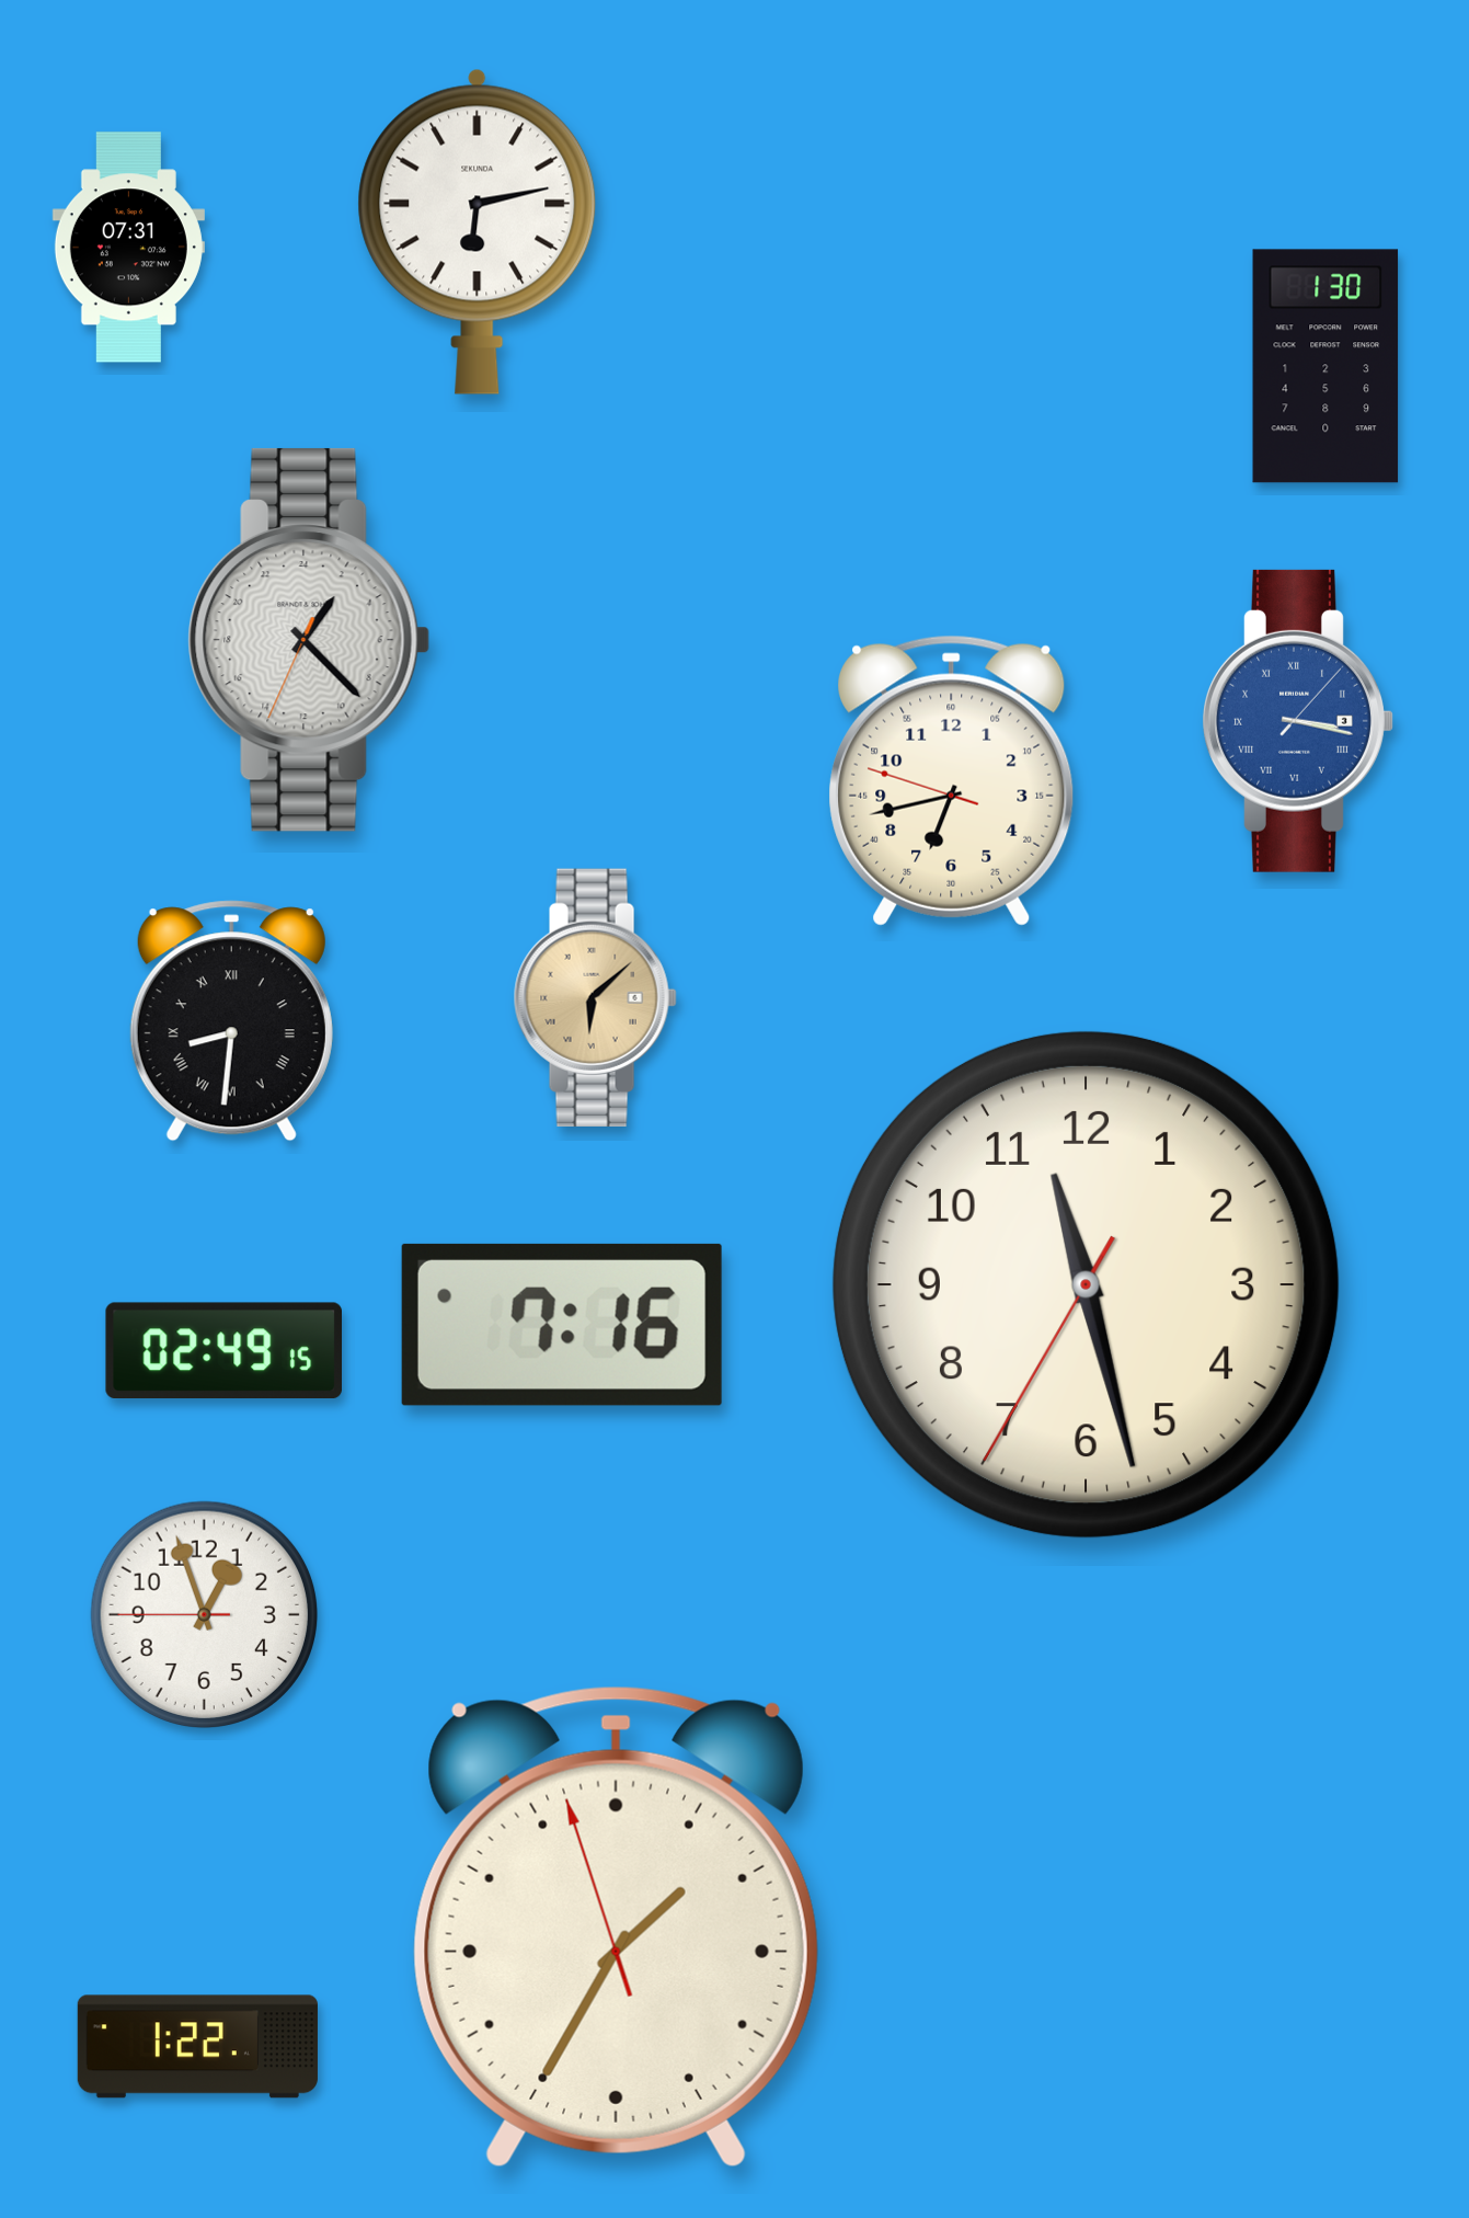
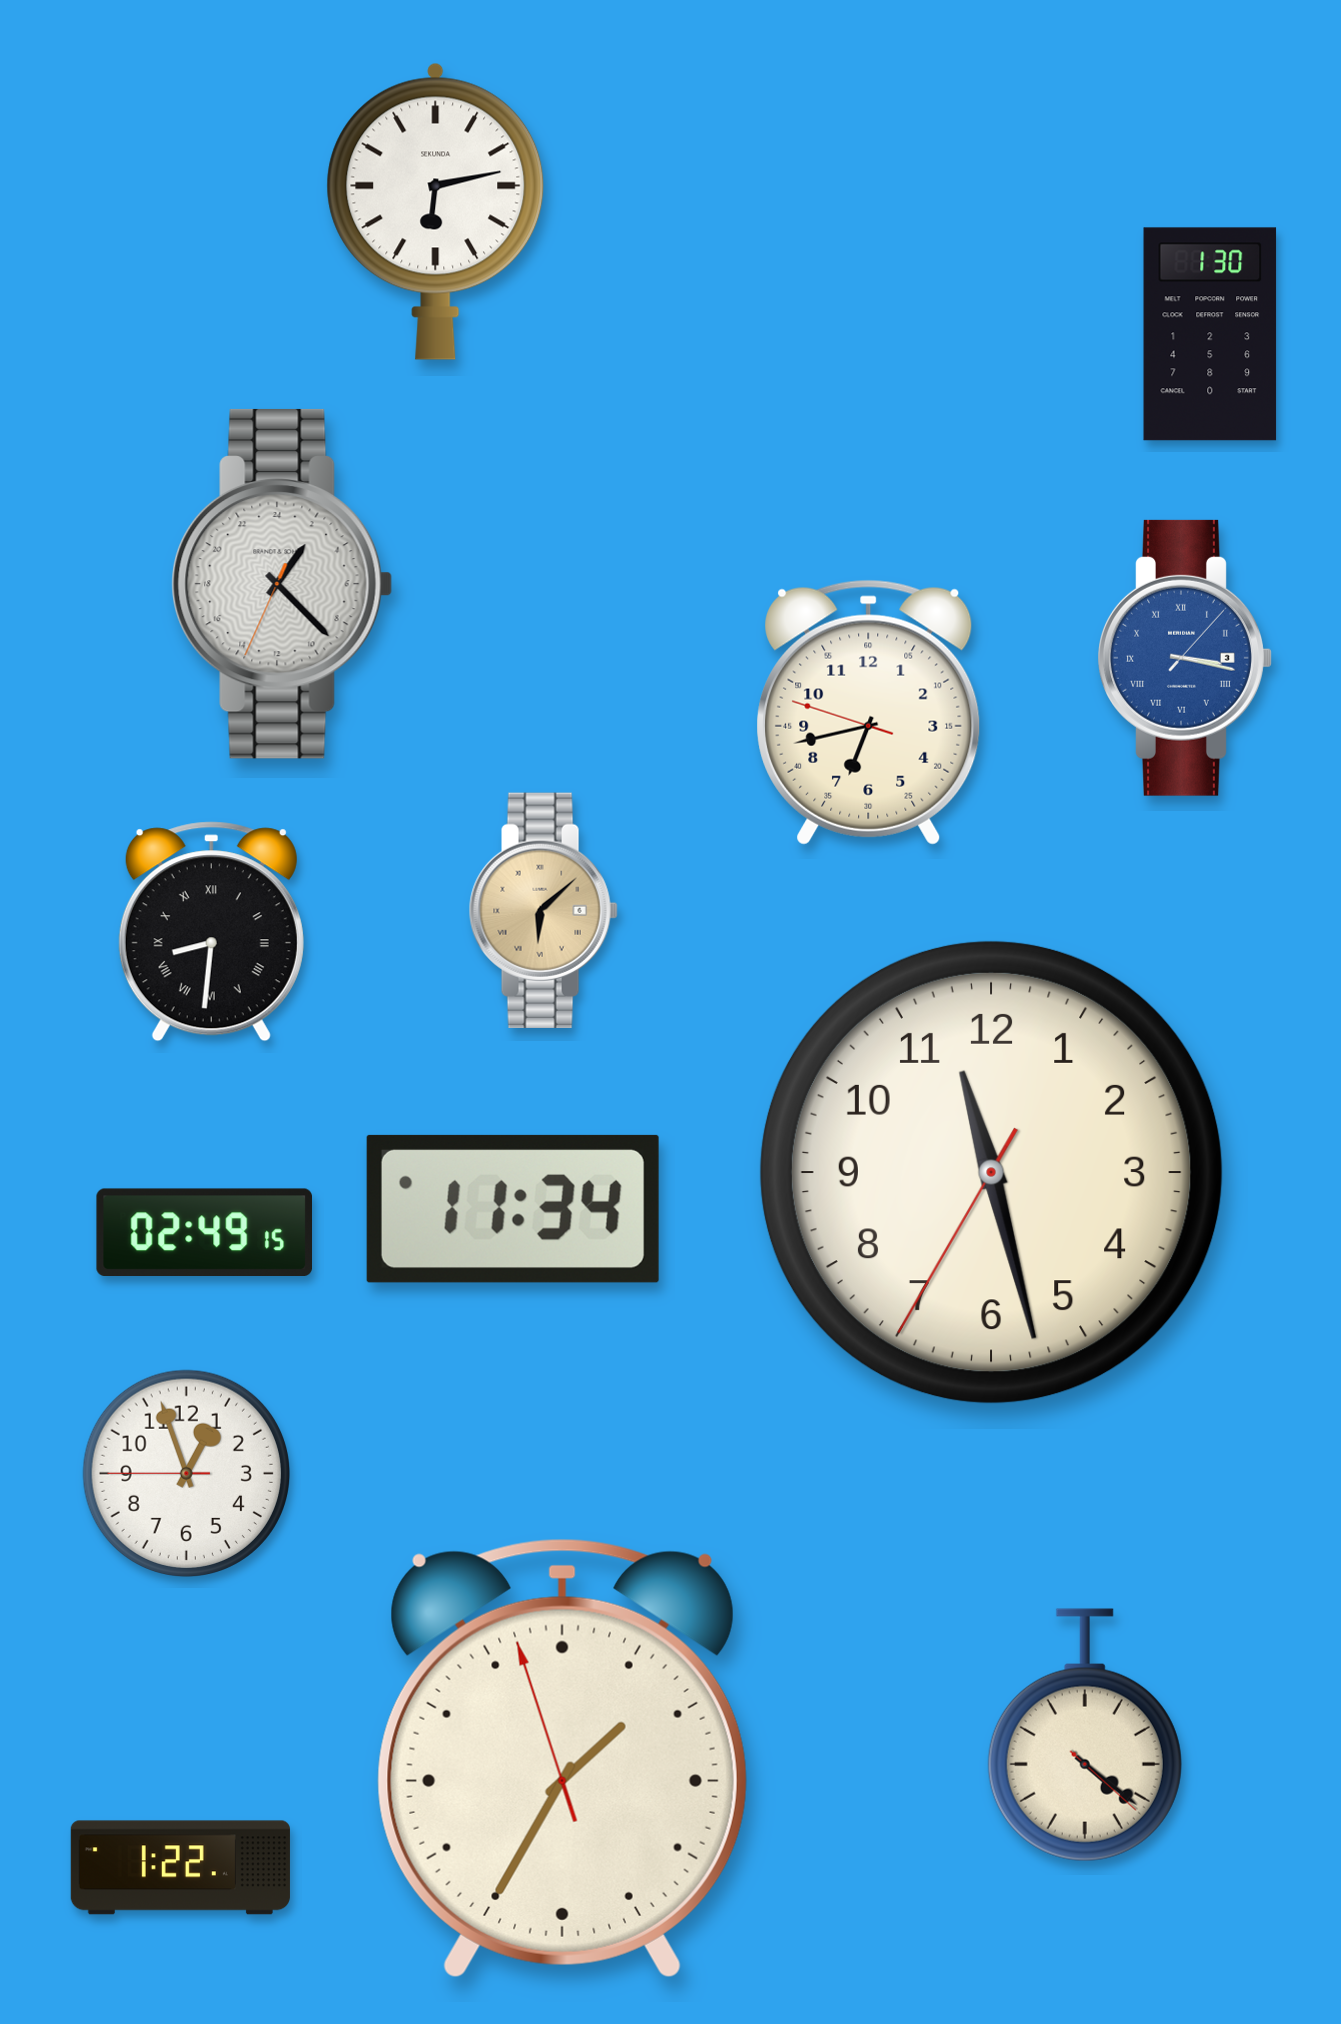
clock at (128, 248): 07:31 -> none
clock at (562, 1325): 7:16 -> 11:34
clock at (1085, 1735): none -> 4:21
